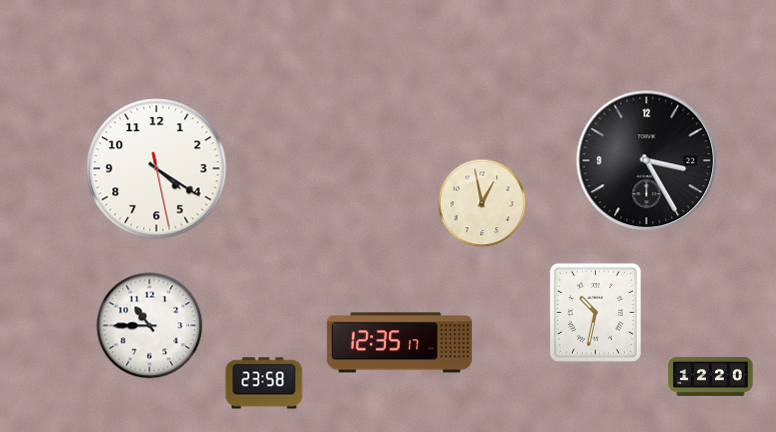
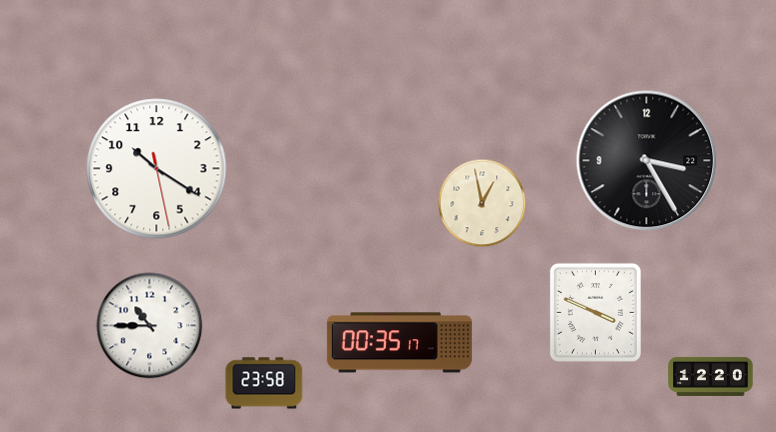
clock at (157, 169): 4:20 -> 10:20
clock at (595, 312): 10:32 -> 3:49
clock at (399, 343): 12:35 -> 00:35
